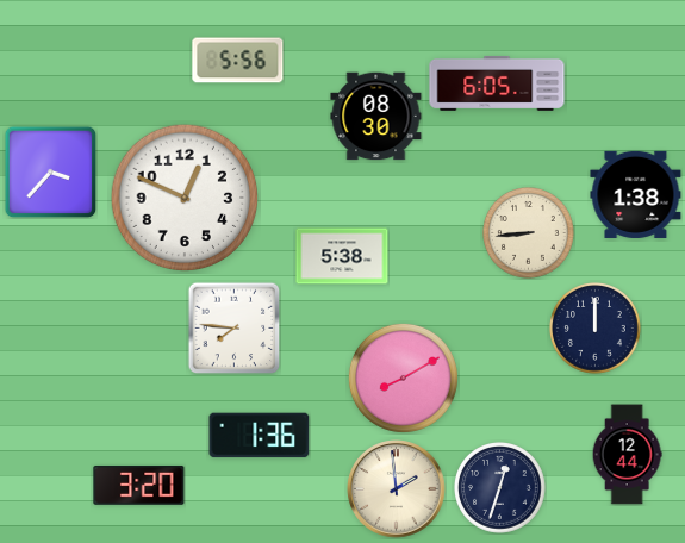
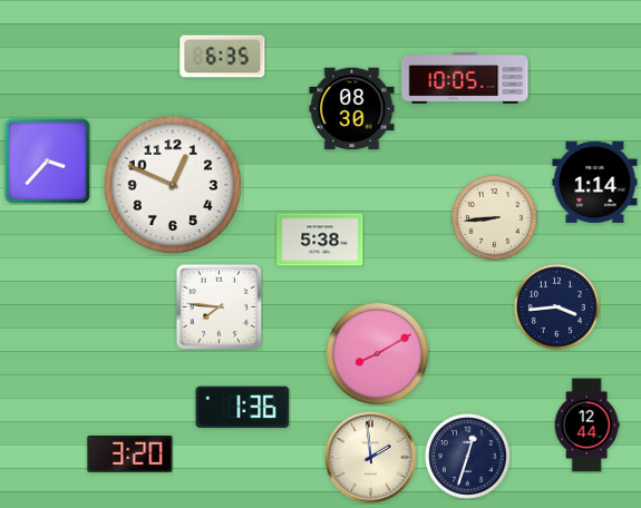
clock at (238, 61): 5:56 -> 6:35
clock at (497, 83): 6:05 -> 10:05
clock at (636, 194): 1:38 -> 1:14
clock at (596, 329): 12:00 -> 3:44
